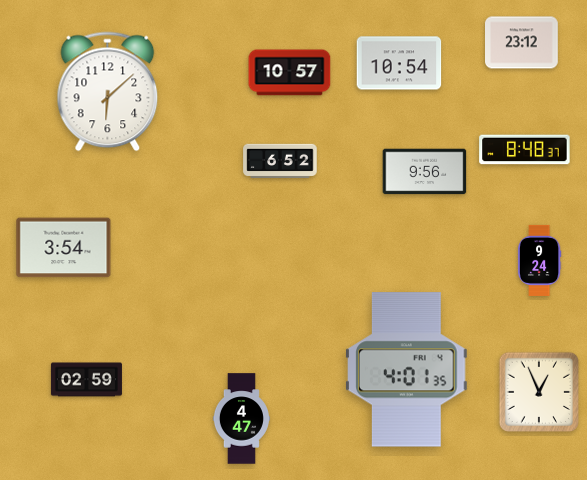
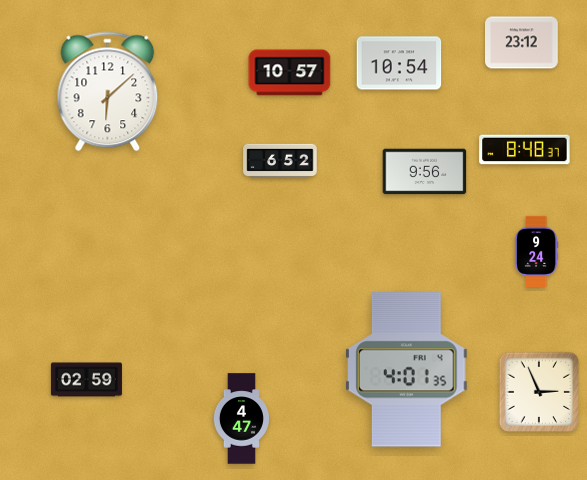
clock at (64, 248): 3:54 -> none
clock at (539, 260) position: (539, 260) -> (536, 251)
clock at (538, 391): 12:56 -> 2:56
